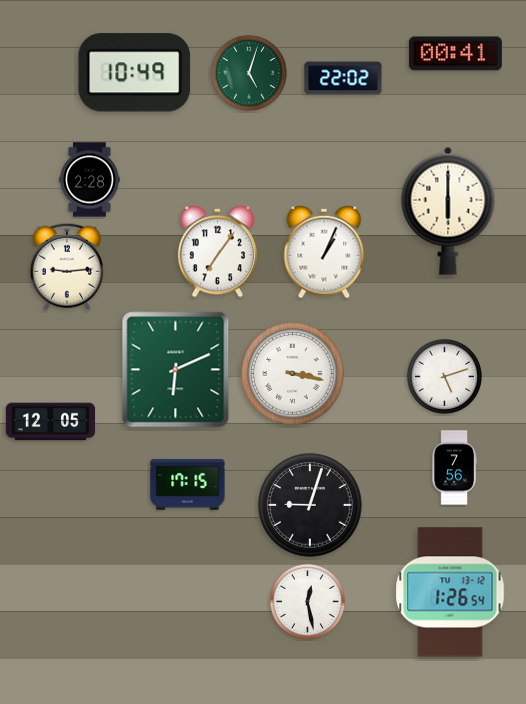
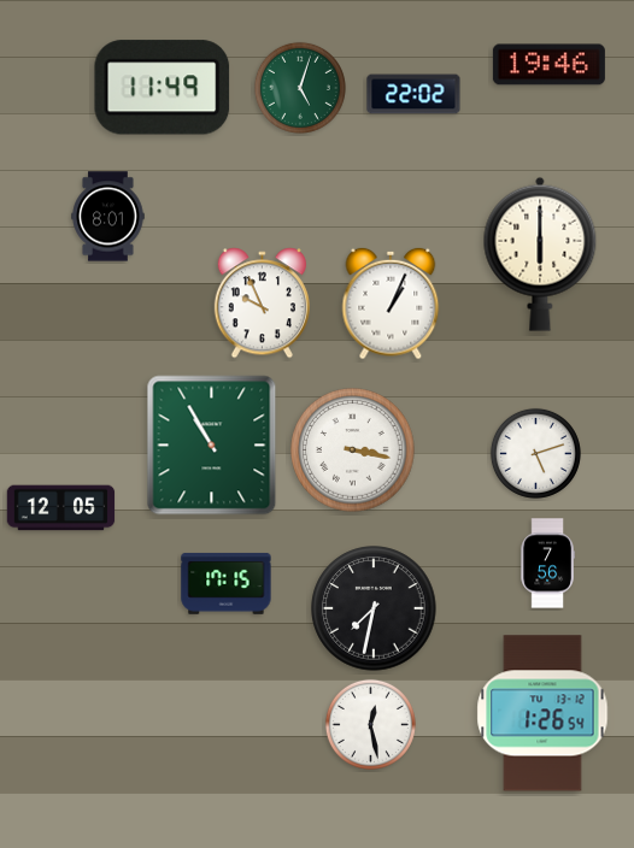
clock at (455, 54): 00:41 -> 19:46
clock at (135, 73): 10:49 -> 11:49
clock at (90, 180): 2:28 -> 8:01
clock at (217, 252): 7:06 -> 9:56
clock at (67, 267): 9:14 -> none
clock at (176, 370): 6:11 -> 10:55
clock at (310, 505): 9:03 -> 7:32
